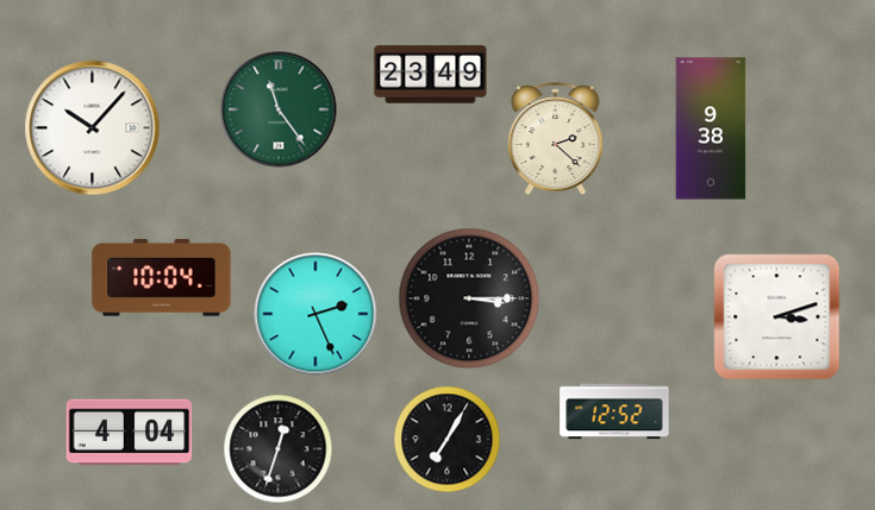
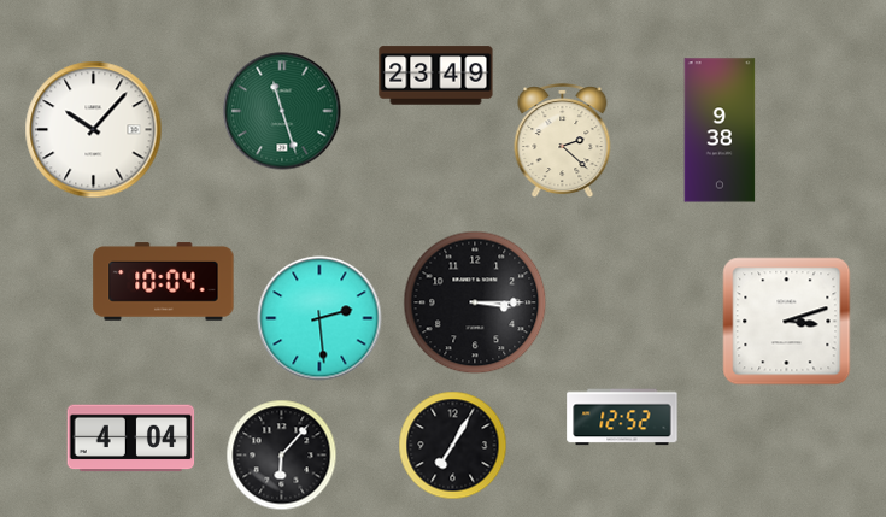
clock at (279, 109): 11:24 -> 11:27
clock at (315, 314): 2:26 -> 2:29
clock at (279, 449): 12:33 -> 6:07
